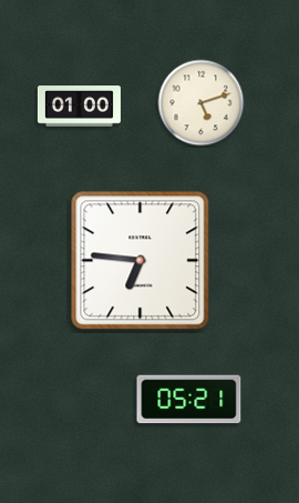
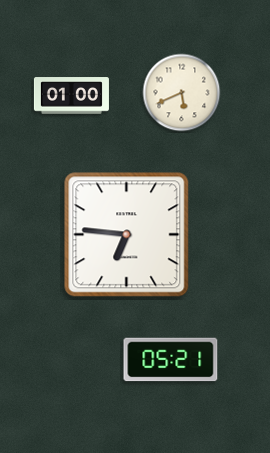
clock at (202, 103): 5:12 -> 5:41
